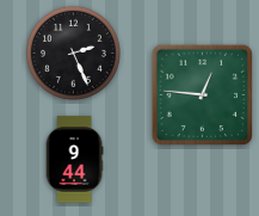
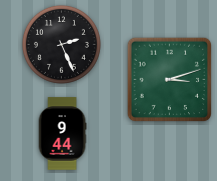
clock at (203, 95): 12:46 -> 3:12
